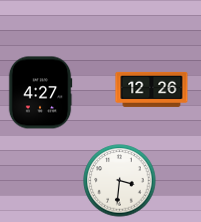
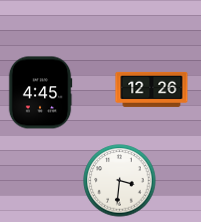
clock at (40, 93): 4:27 -> 4:45
